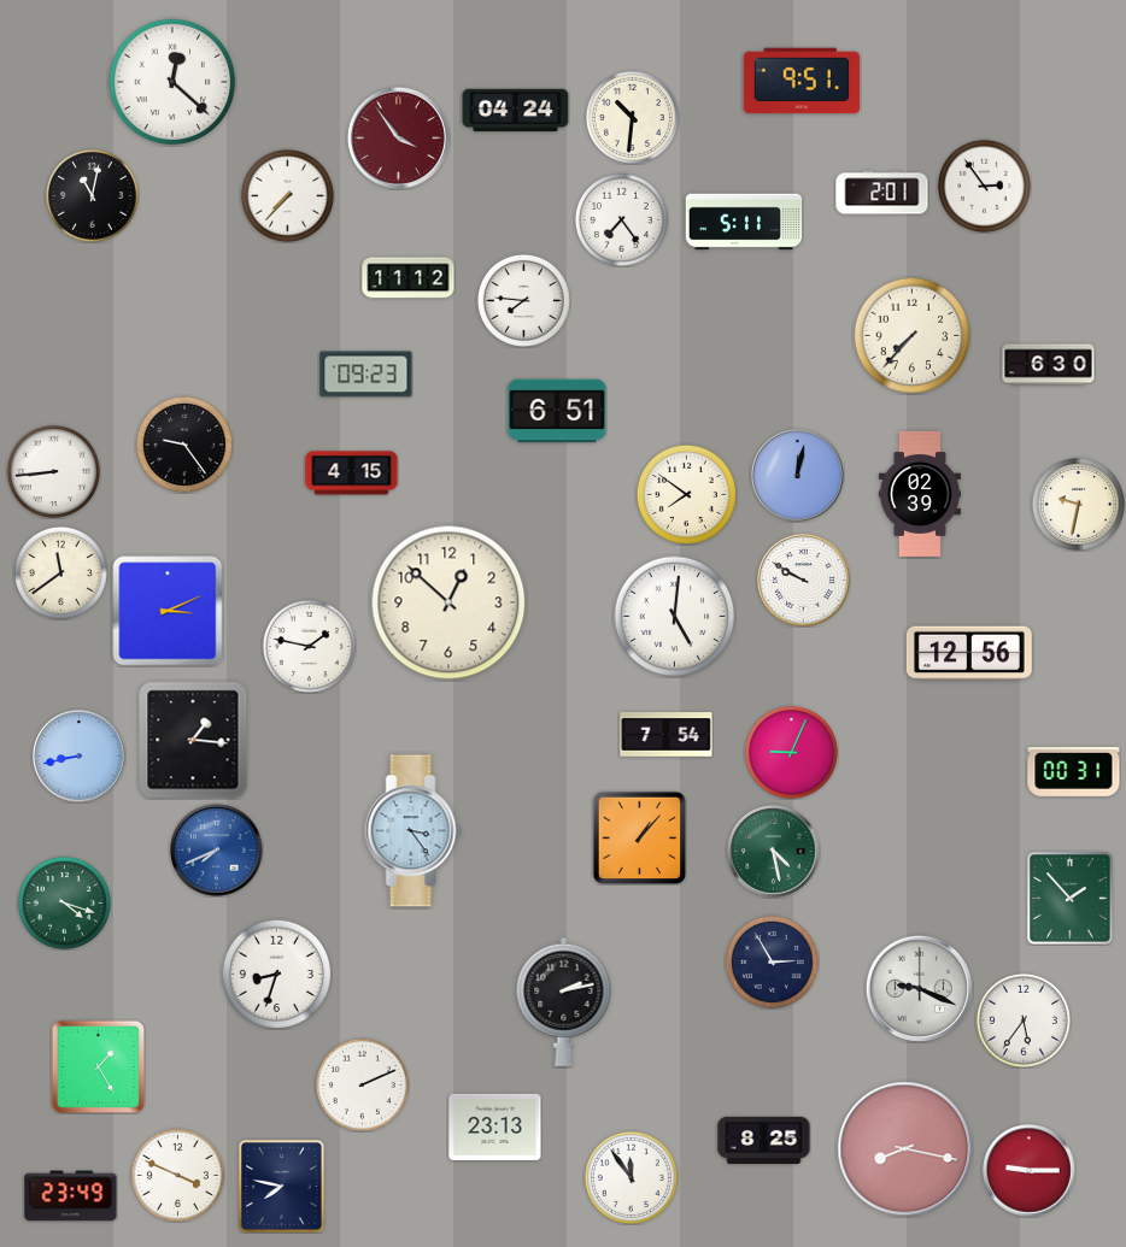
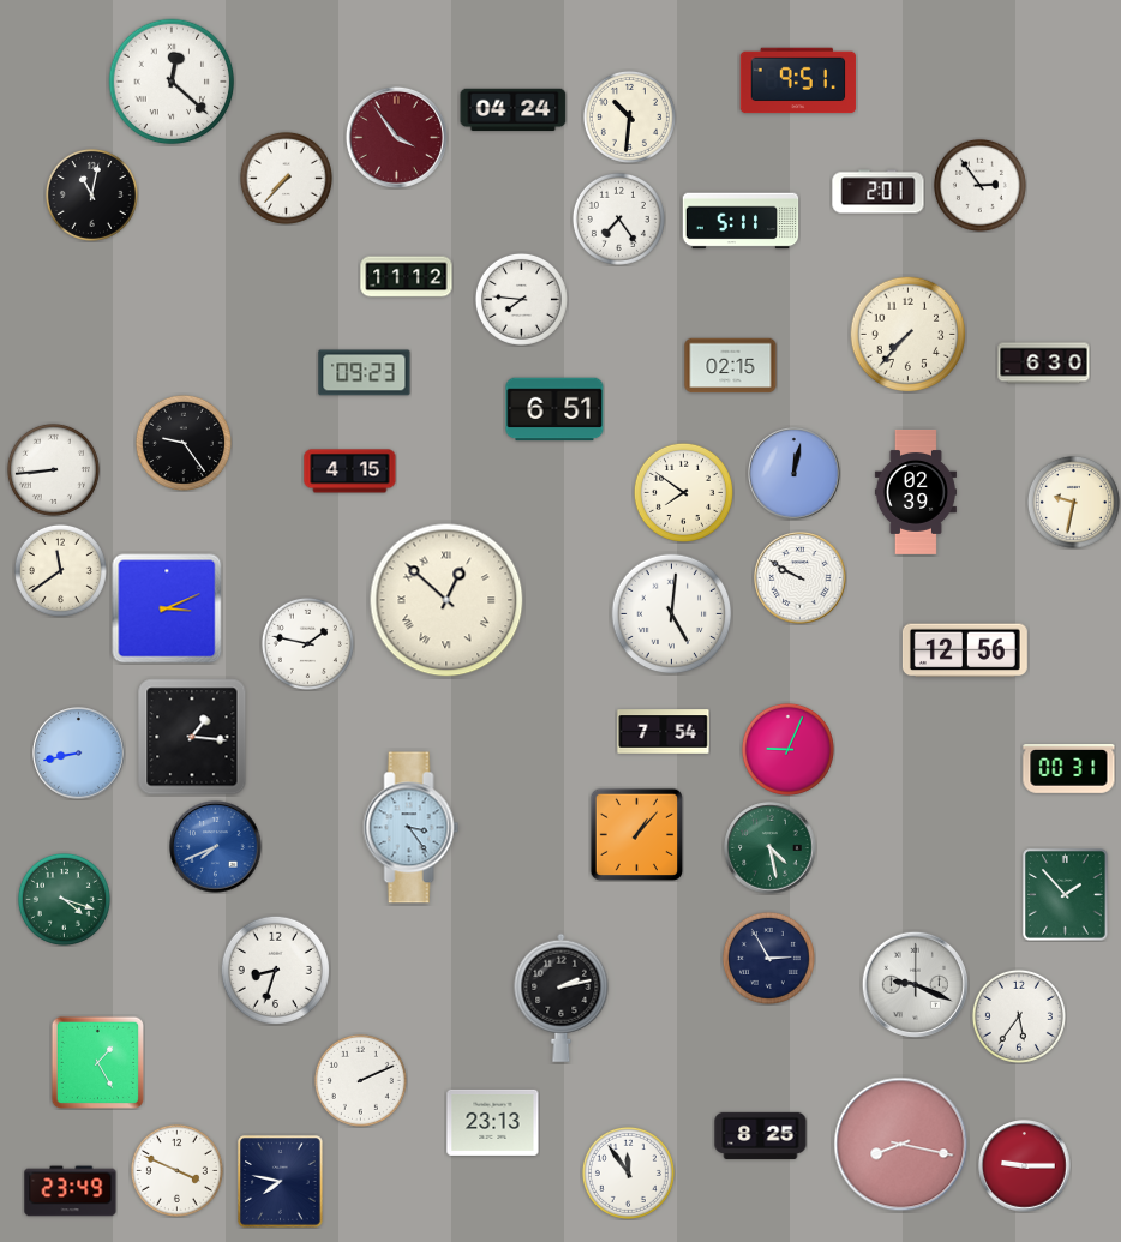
clock at (287, 195) position: (287, 195) -> (286, 178)
clock at (731, 366): none -> 02:15
clock at (448, 602) numerals: Arabic -> Roman
